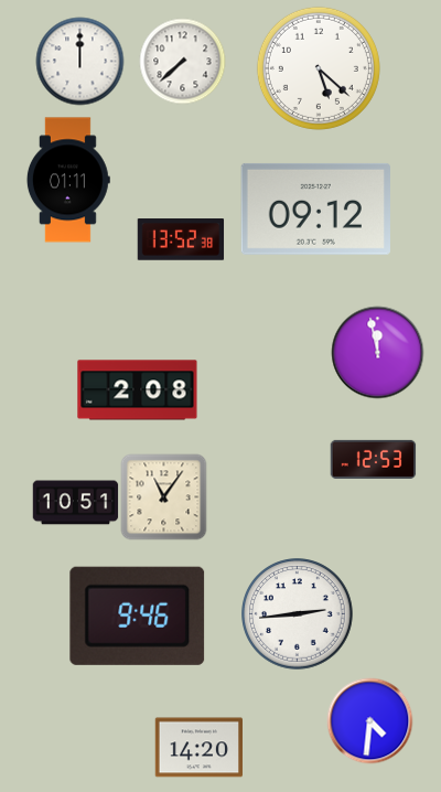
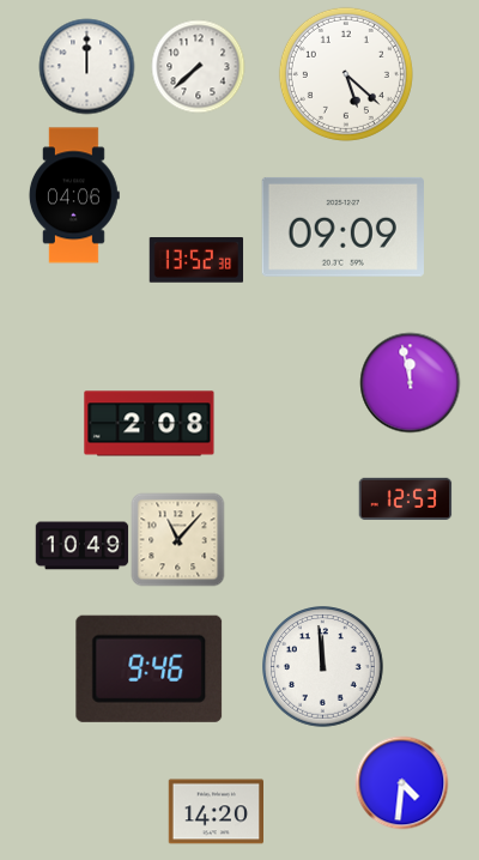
clock at (68, 180): 01:11 -> 04:06
clock at (315, 208): 09:12 -> 09:09
clock at (163, 496): 11:06 -> 11:07
clock at (75, 503): 10:51 -> 10:49
clock at (298, 614): 2:44 -> 11:59
